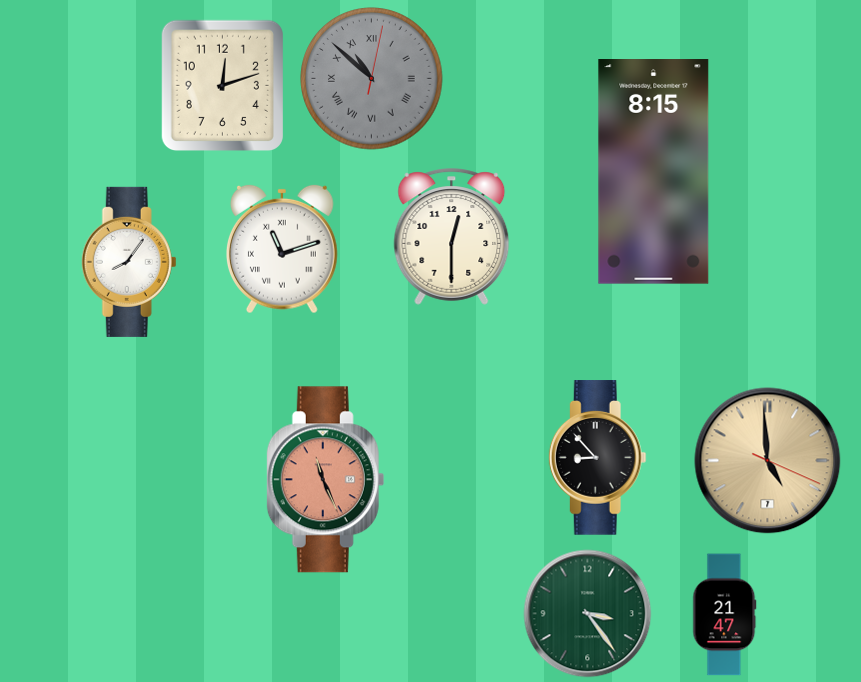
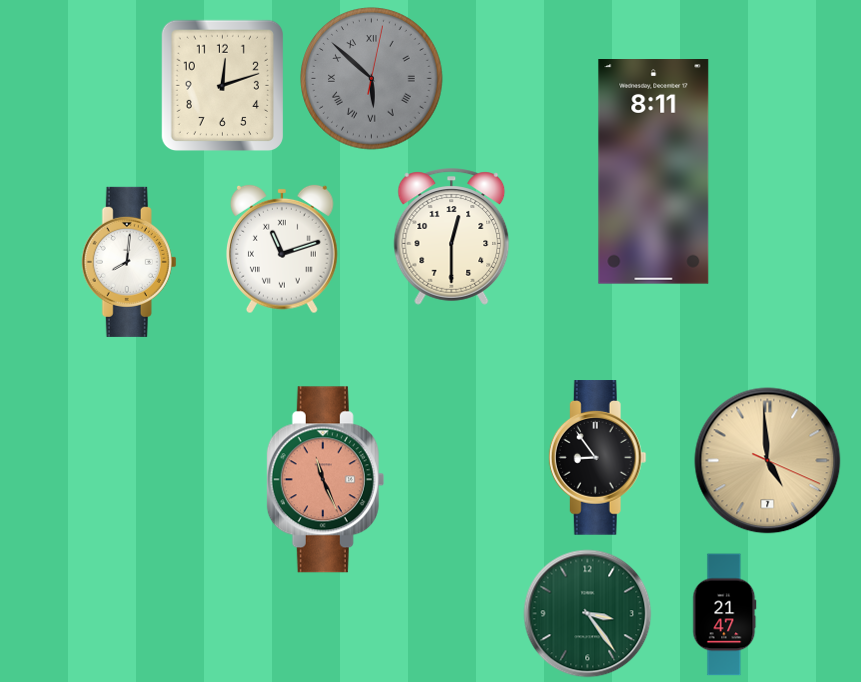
clock at (372, 79): 10:52 -> 5:52
clock at (654, 172): 8:15 -> 8:11
clock at (129, 262): 8:06 -> 8:01
clock at (597, 458): 8:53 -> 8:54
